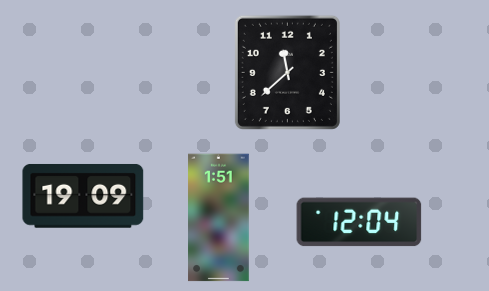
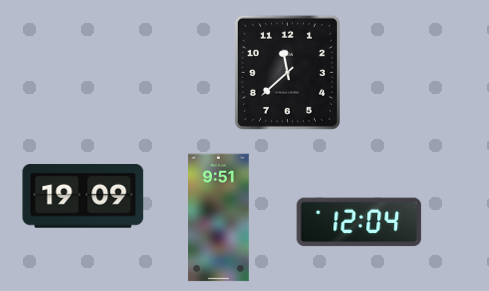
clock at (219, 218): 1:51 -> 9:51
